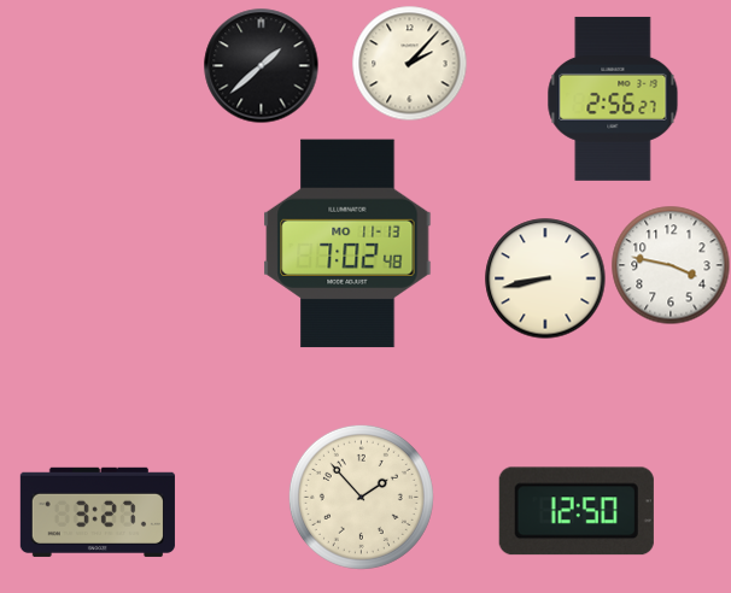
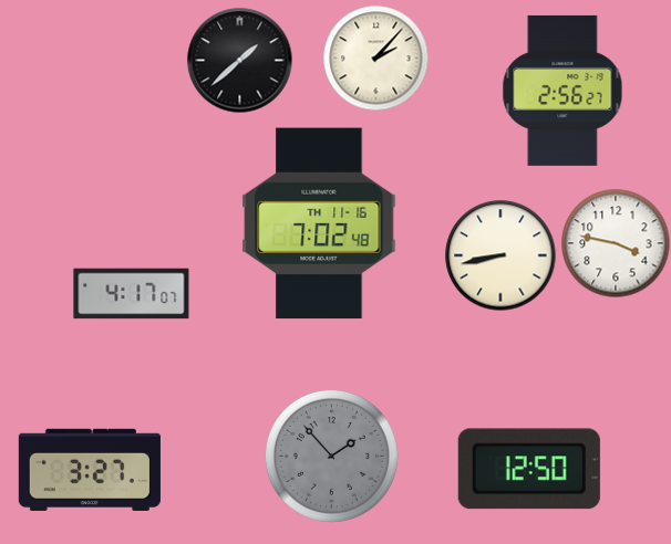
clock at (347, 243) date: MO 11-13 -> TH 11-16
clock at (132, 294): none -> 4:17
clock at (361, 497) dial: cream -> grey
